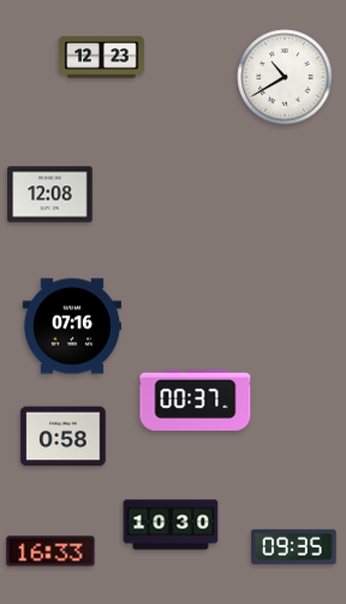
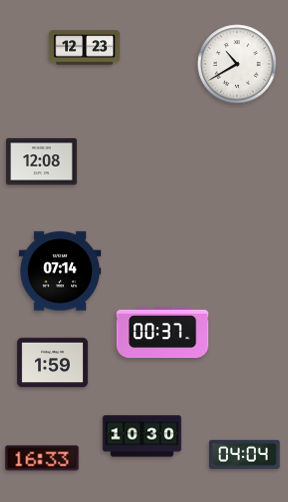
clock at (72, 326): 07:16 -> 07:14
clock at (64, 437): 0:58 -> 1:59
clock at (294, 546): 09:35 -> 04:04
